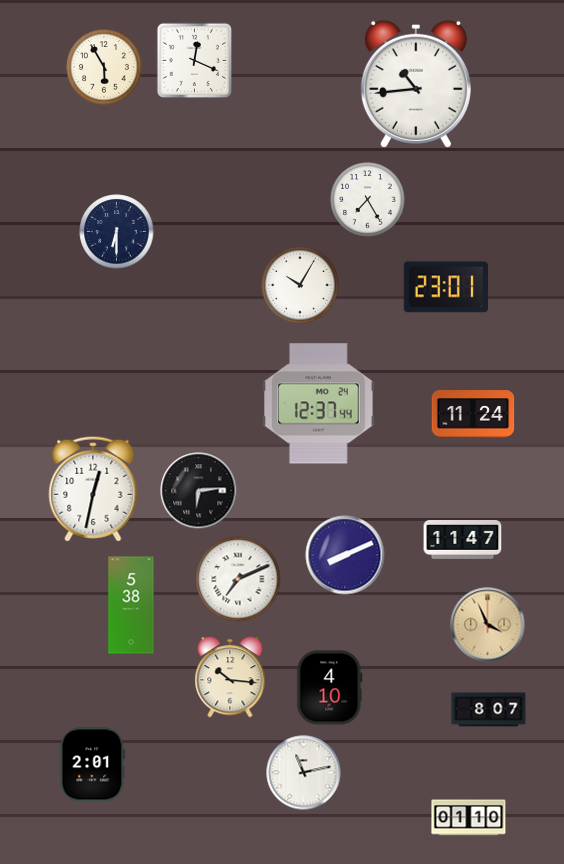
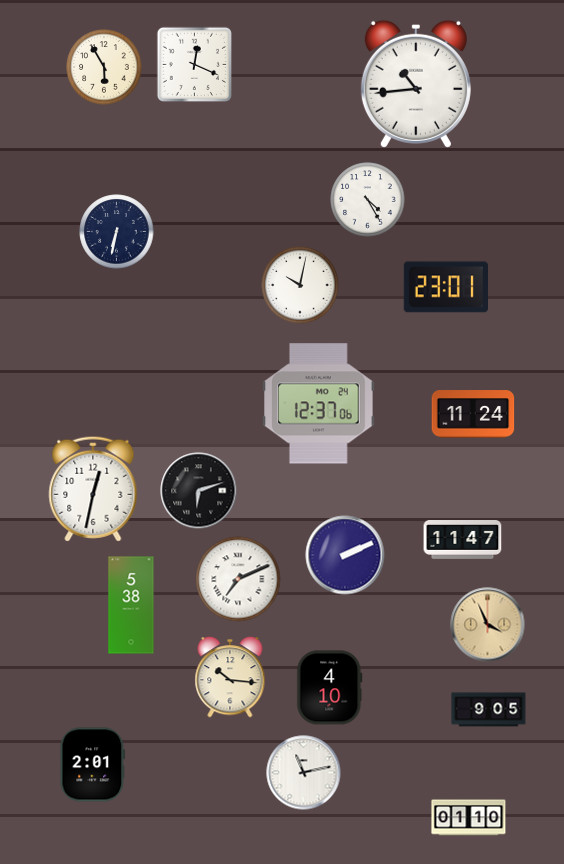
clock at (194, 60) position: (194, 60) -> (194, 64)
clock at (368, 200): 7:25 -> 4:25
clock at (117, 232): 6:30 -> 6:32
clock at (300, 285): 10:05 -> 10:02
clock at (319, 404): 12:37:44 -> 12:37:06
clock at (199, 491): 6:14 -> 6:12
clock at (345, 555): 8:11 -> 2:11
clock at (489, 710): 8:07 -> 9:05
